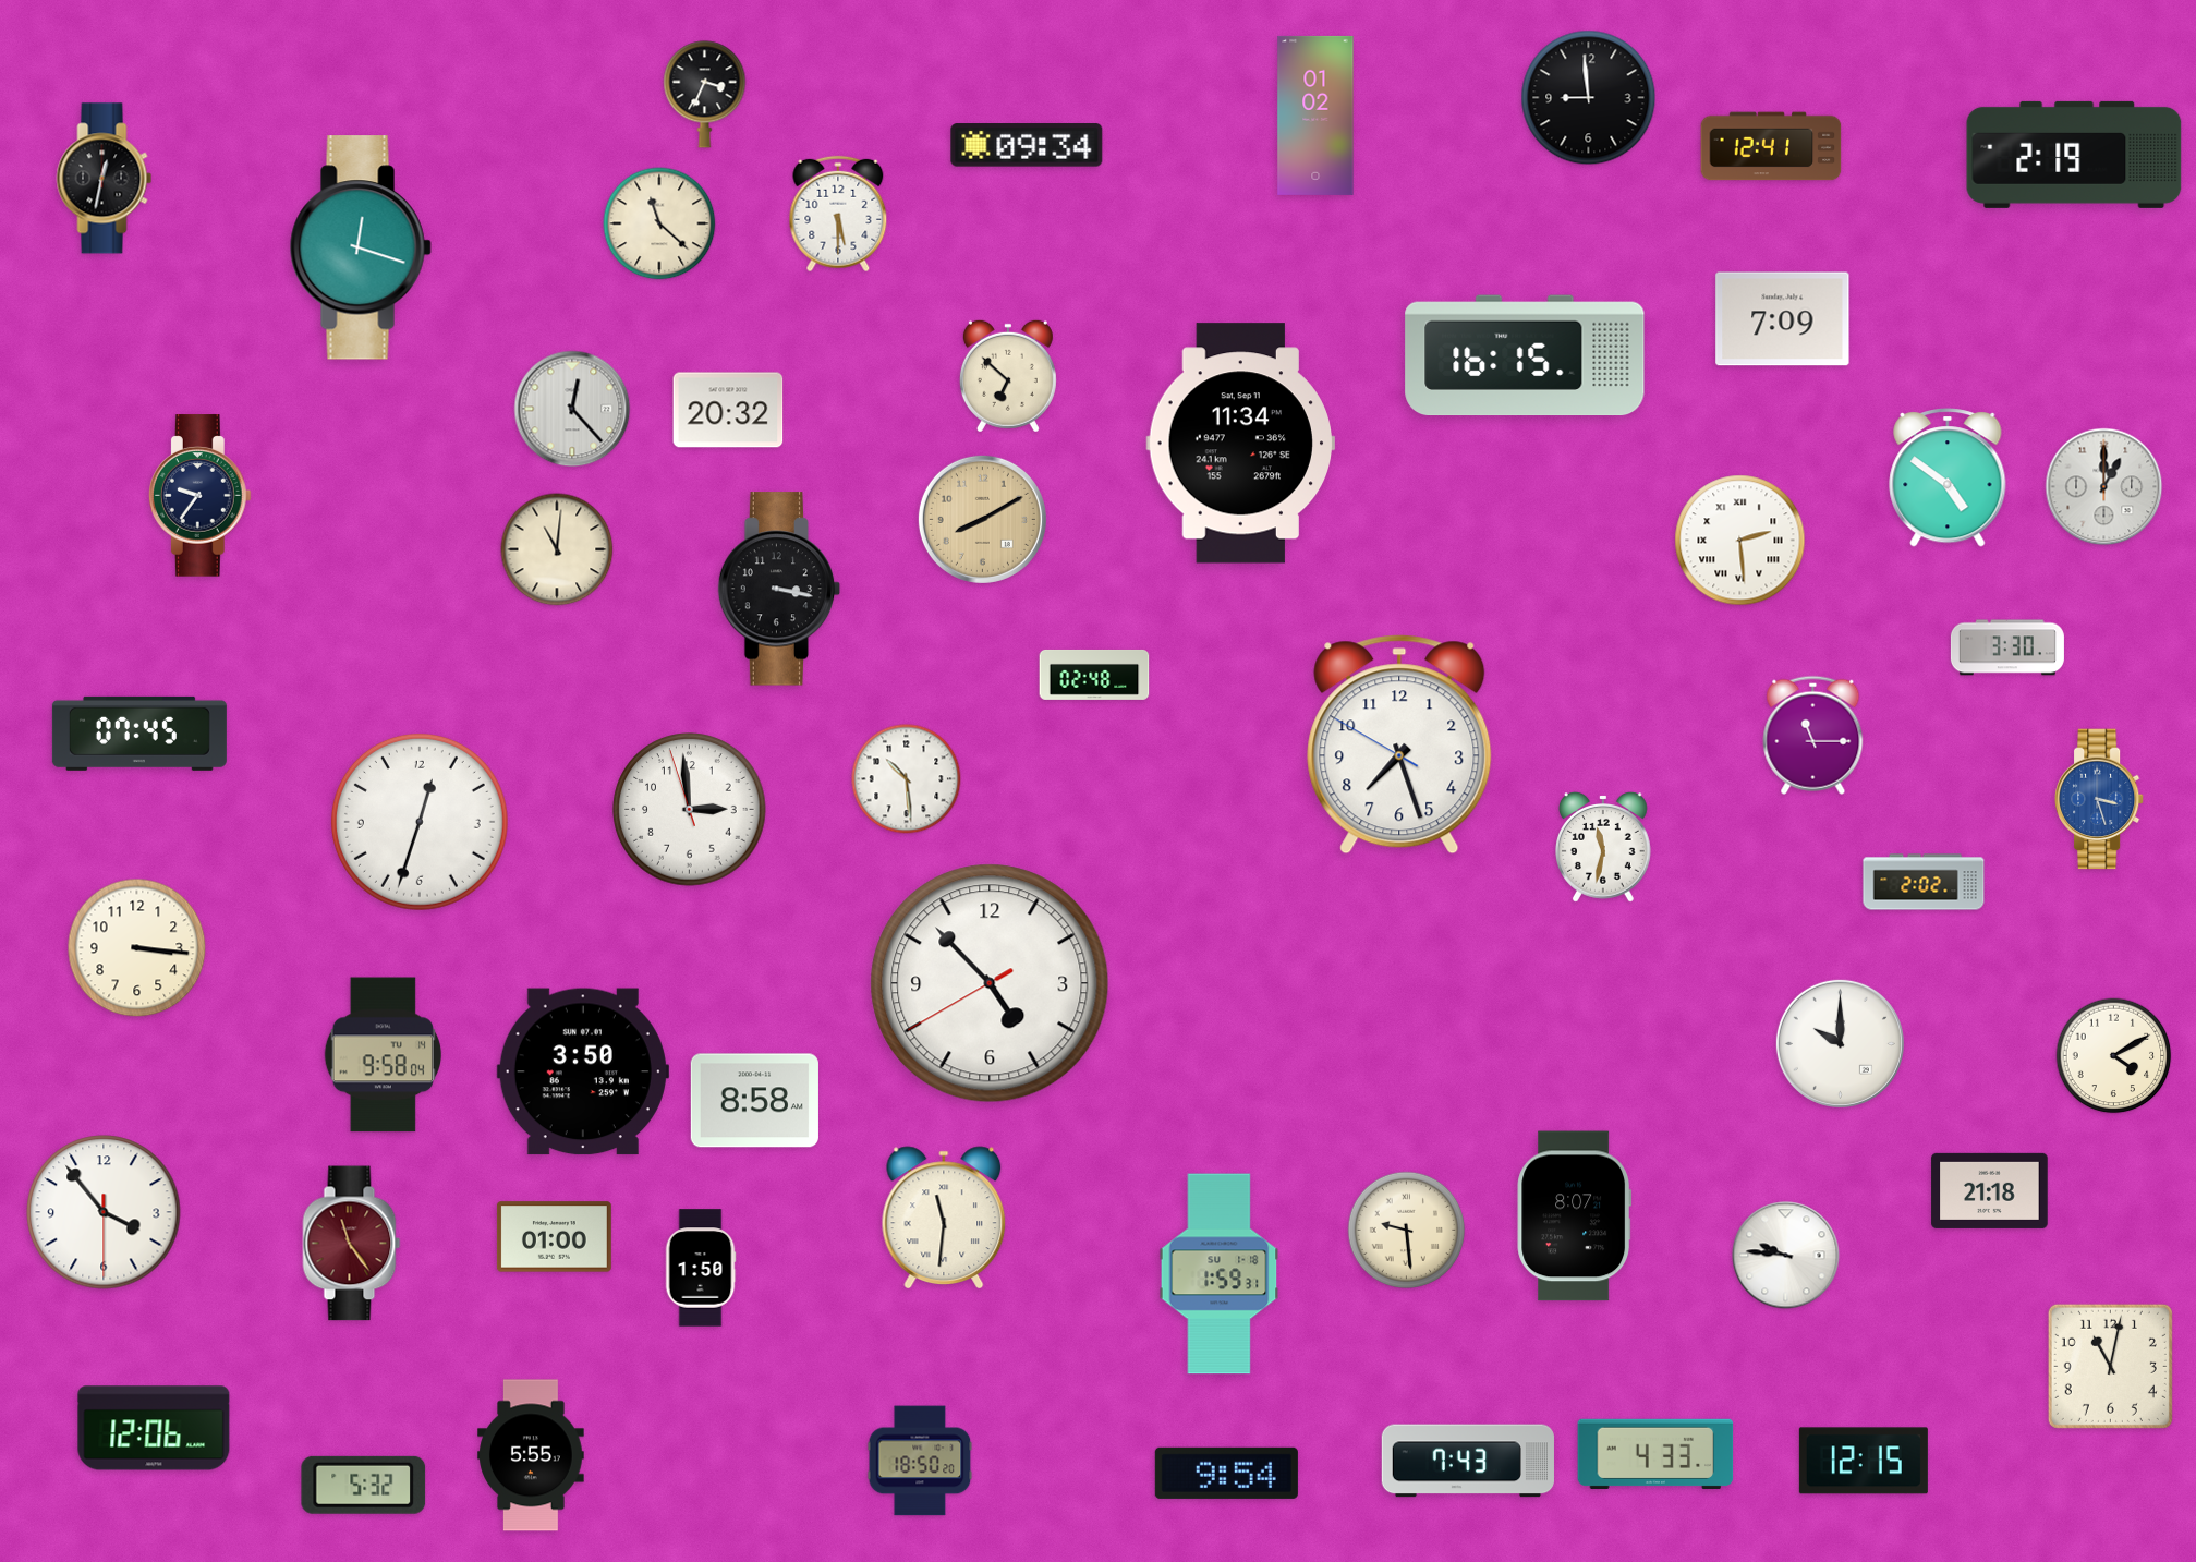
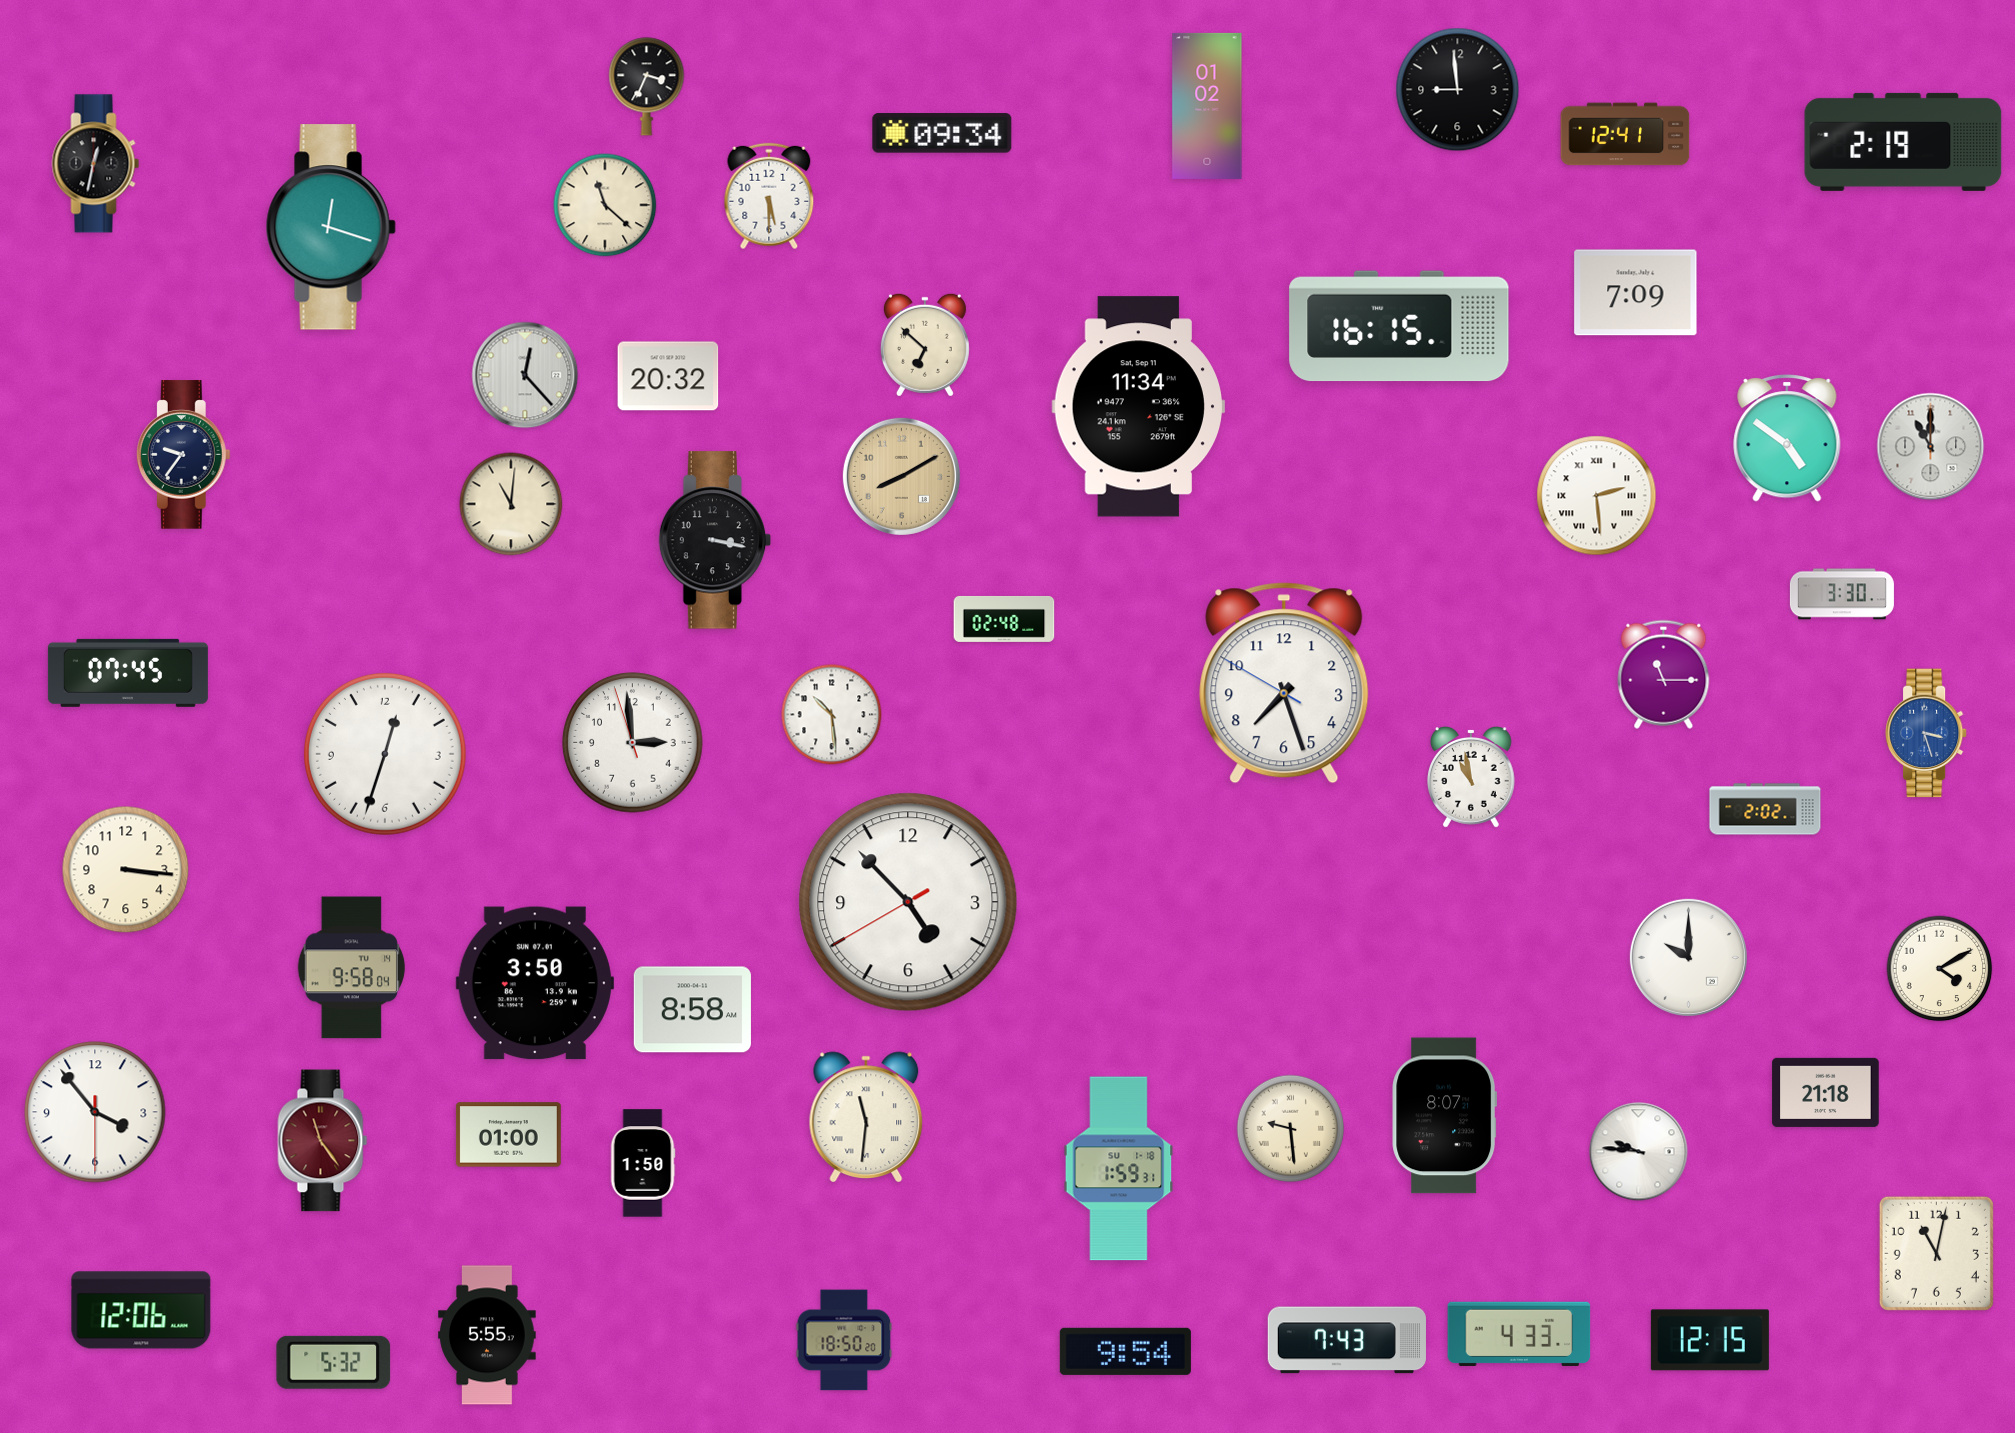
clock at (2104, 487): 1:00 -> 11:00
clock at (1604, 847): 11:32 -> 10:58
